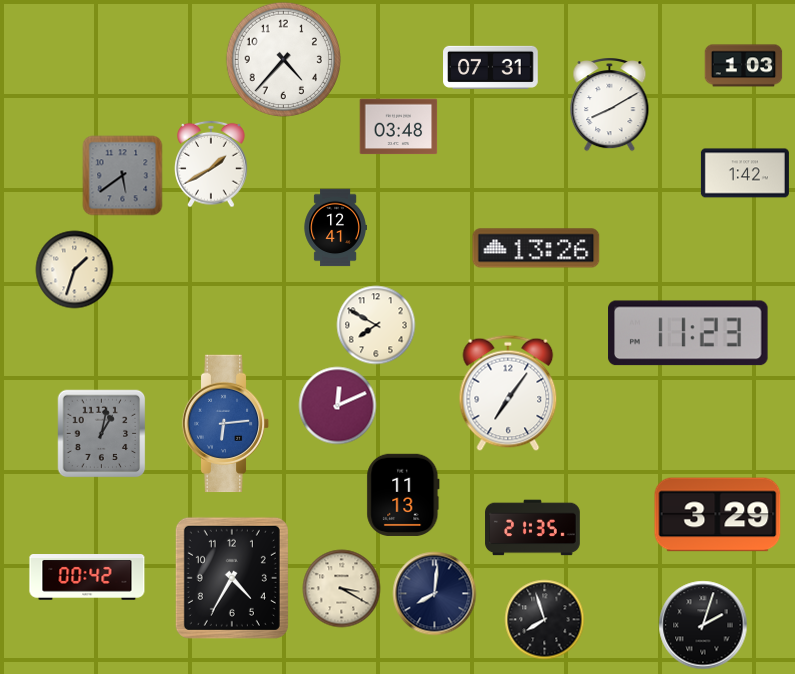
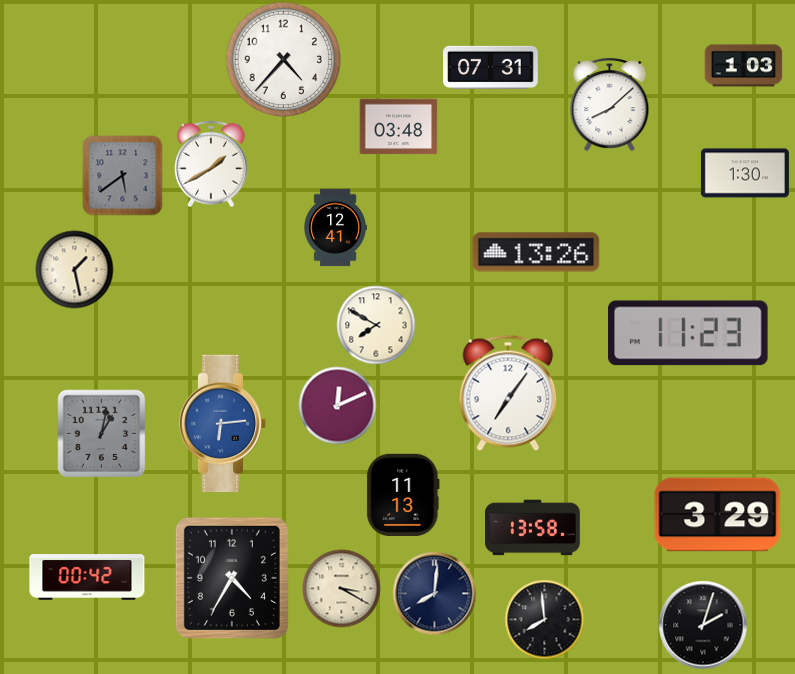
clock at (610, 104): 8:10 -> 8:08
clock at (745, 173): 1:42 -> 1:30
clock at (536, 248) position: (536, 248) -> (536, 252)
clock at (74, 269): 1:33 -> 1:28
clock at (226, 424) position: (226, 424) -> (223, 424)
clock at (533, 528): 21:35 -> 13:58
clock at (544, 619): 7:57 -> 7:59
